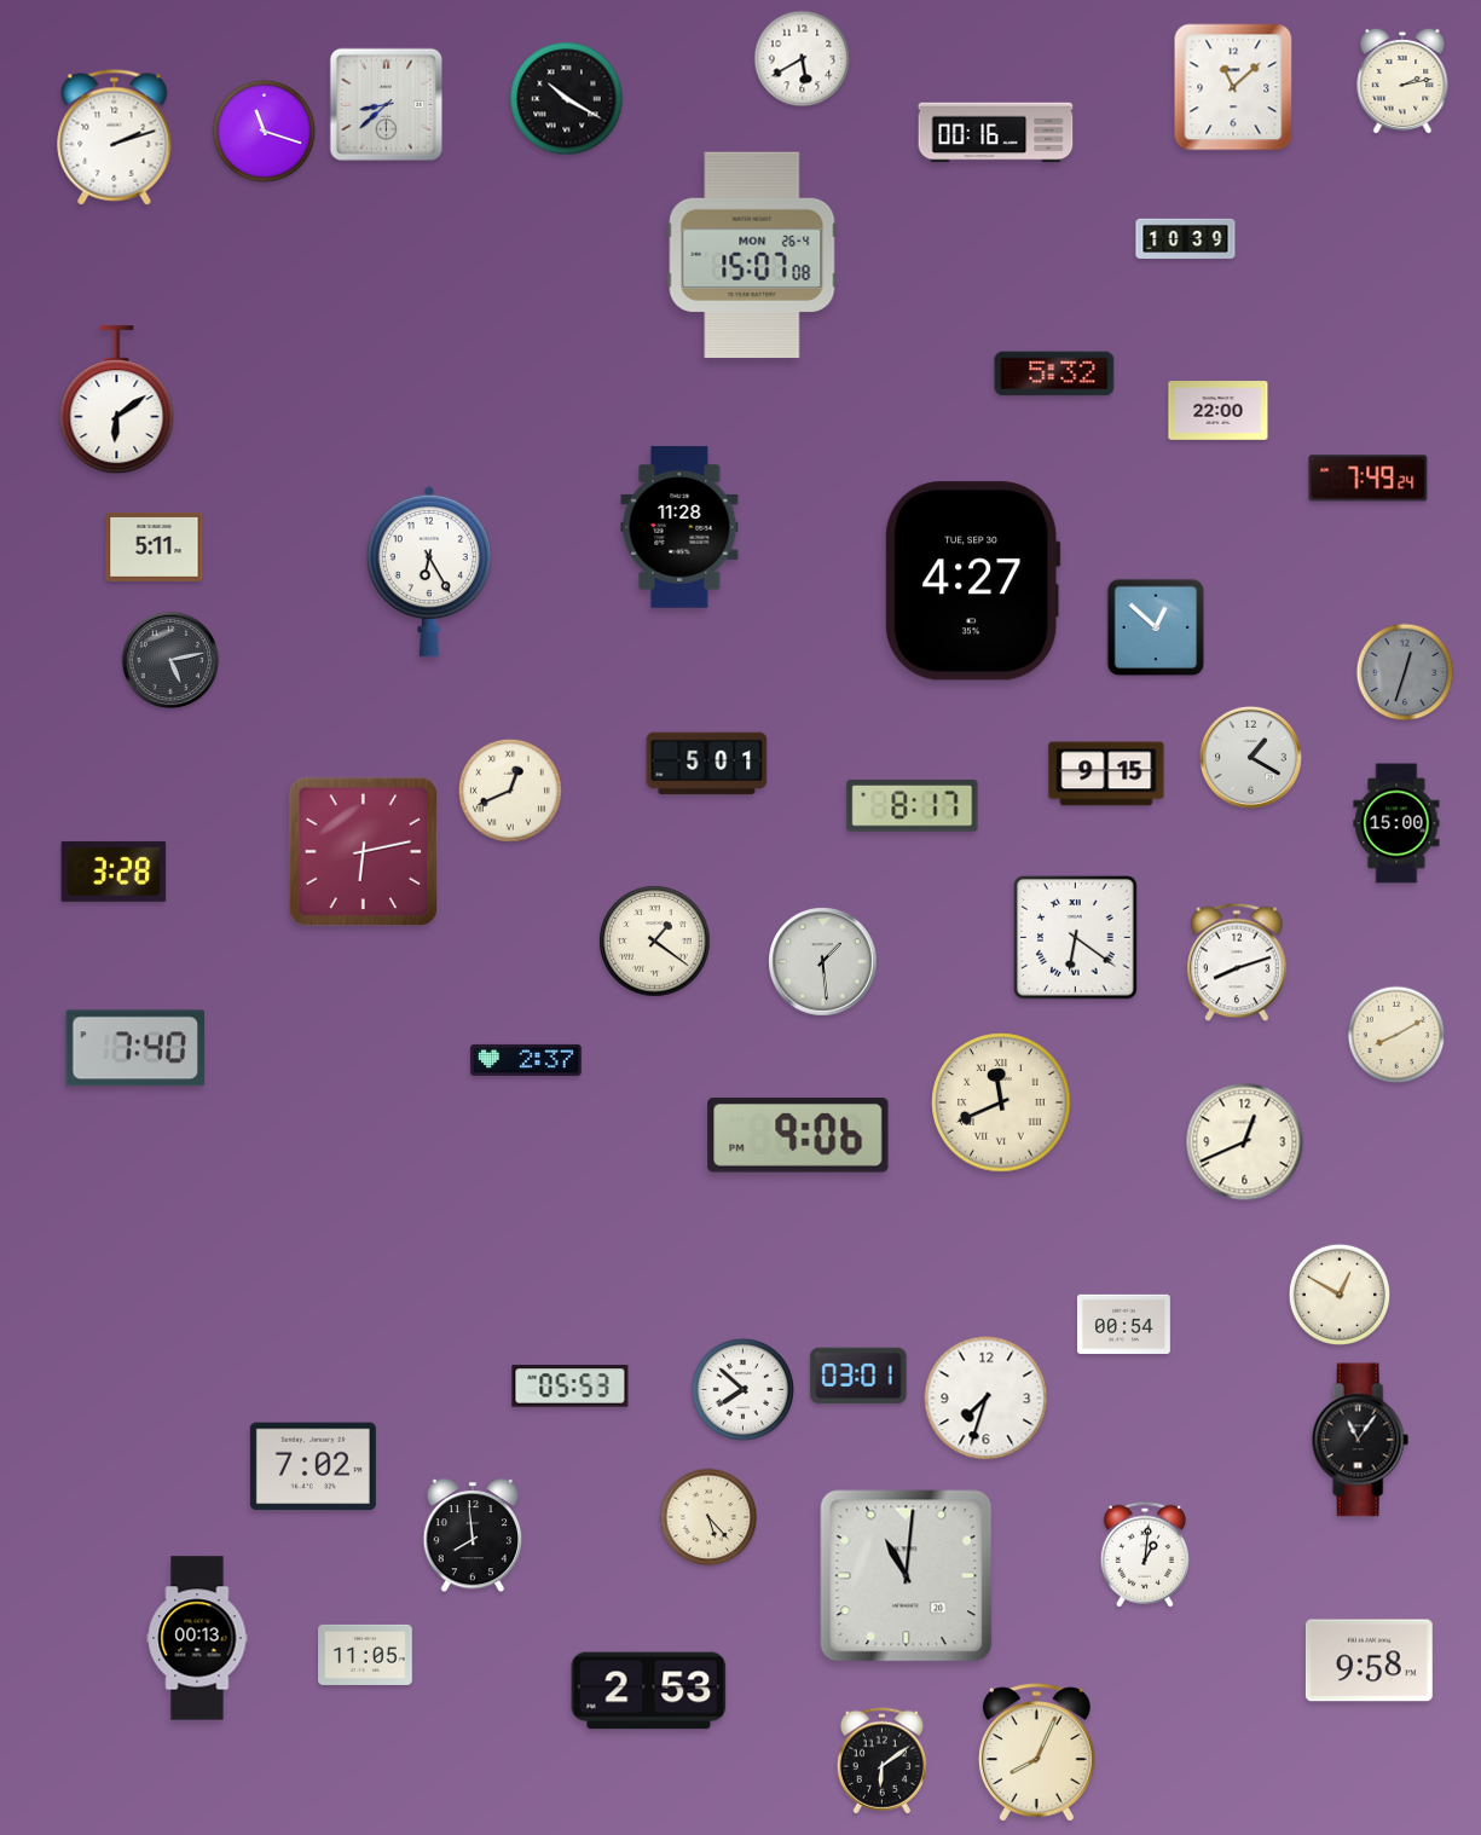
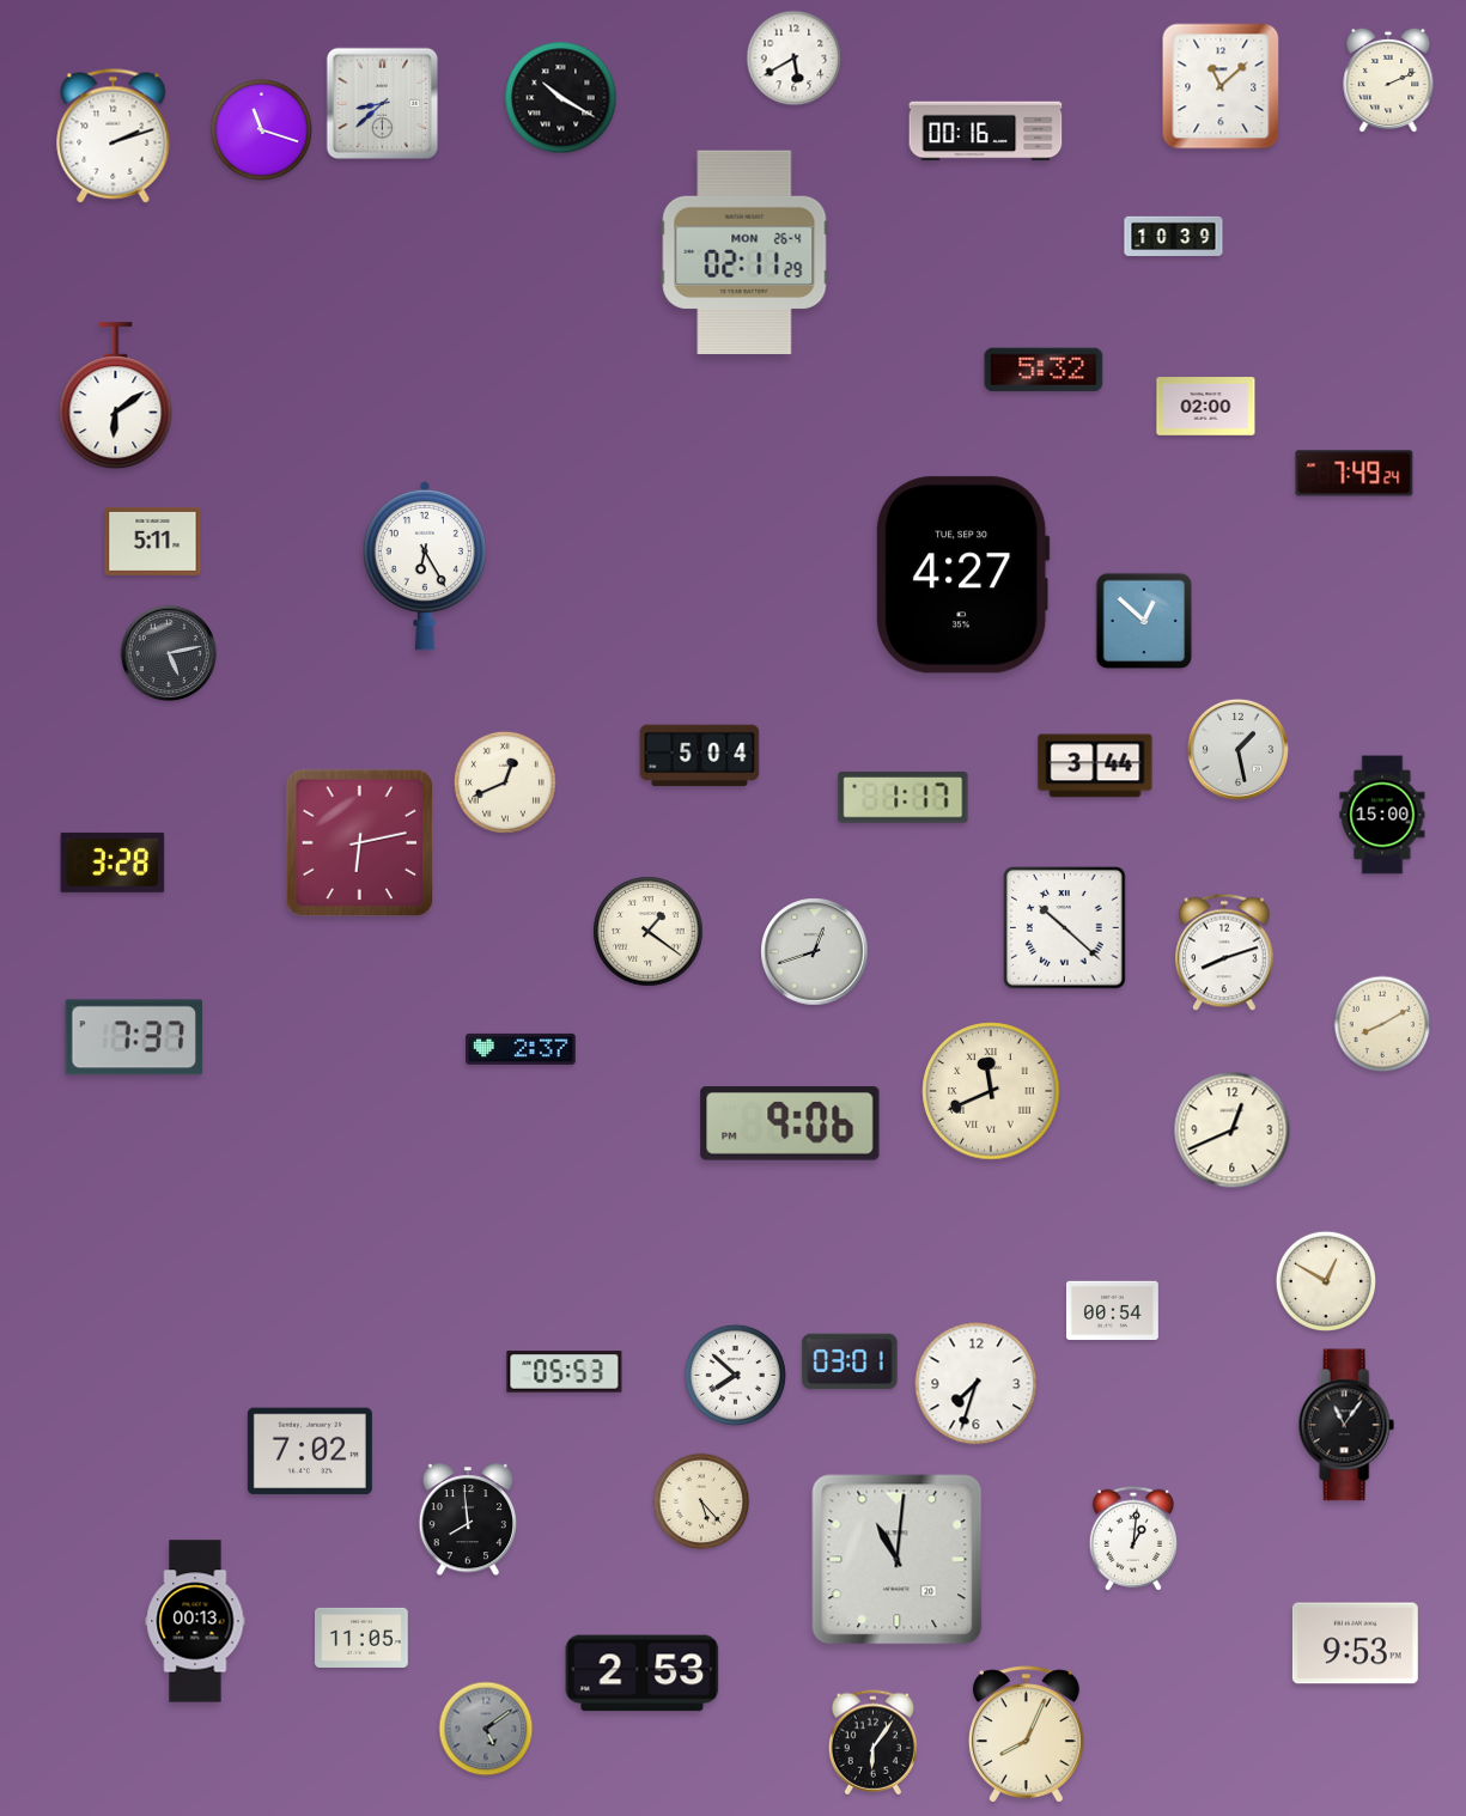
clock at (1402, 81): 2:13 -> 2:11
clock at (752, 255): 15:07 -> 02:11
clock at (1219, 411): 22:00 -> 02:00
clock at (679, 527): 11:28 -> none
clock at (1405, 672): 12:33 -> none
clock at (1250, 757): 1:20 -> 1:28
clock at (707, 764): 5:01 -> 5:04
clock at (1106, 774): 9:15 -> 3:44
clock at (913, 806): 8:17 -> 1:17
clock at (1076, 938): 6:21 -> 10:22
clock at (823, 962): 1:29 -> 12:42
clock at (135, 1048): 7:40 -> 7:37
clock at (1369, 1661): 9:58 -> 9:53
clock at (486, 1729): none -> 5:09
clock at (881, 1761): 6:09 -> 6:06
